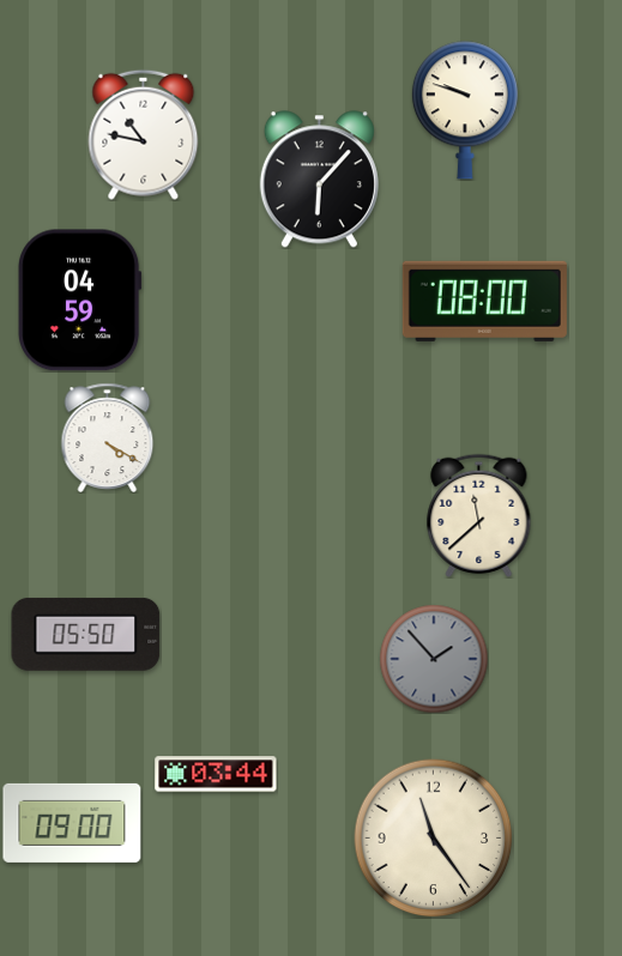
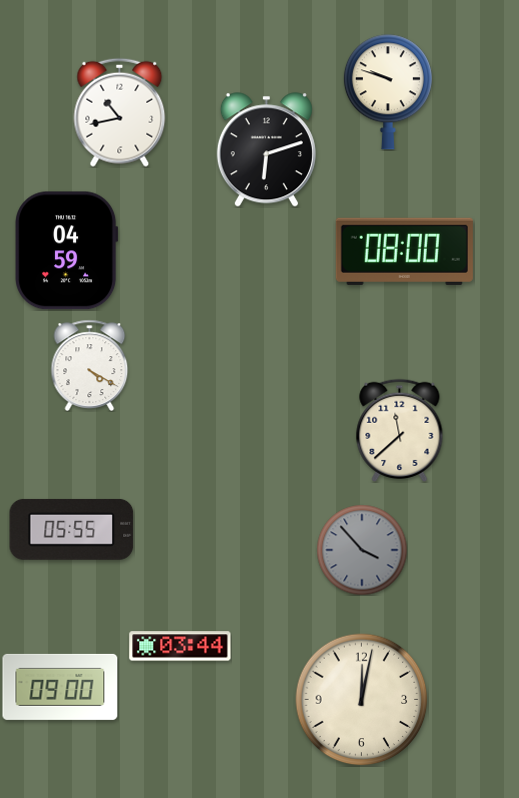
clock at (144, 134): 10:47 -> 10:43
clock at (319, 180): 6:07 -> 6:12
clock at (86, 634): 05:50 -> 05:55
clock at (434, 659): 1:53 -> 3:53
clock at (434, 839): 11:24 -> 12:02
